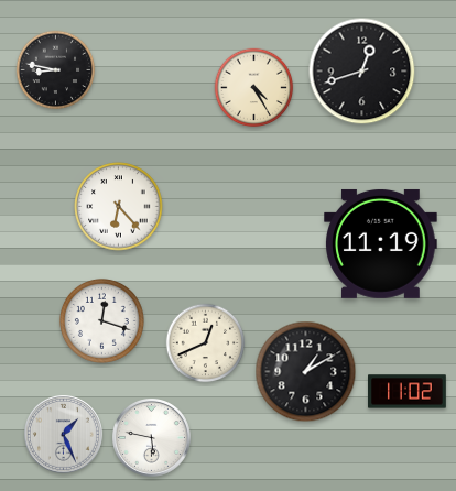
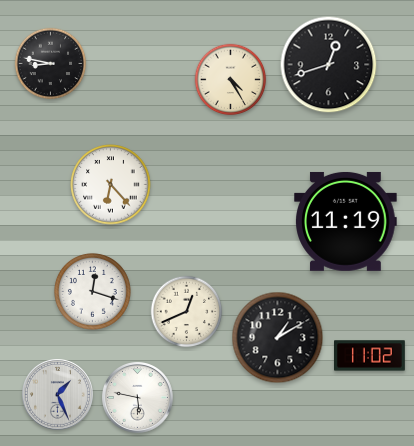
clock at (119, 207) position: (119, 207) -> (111, 185)
